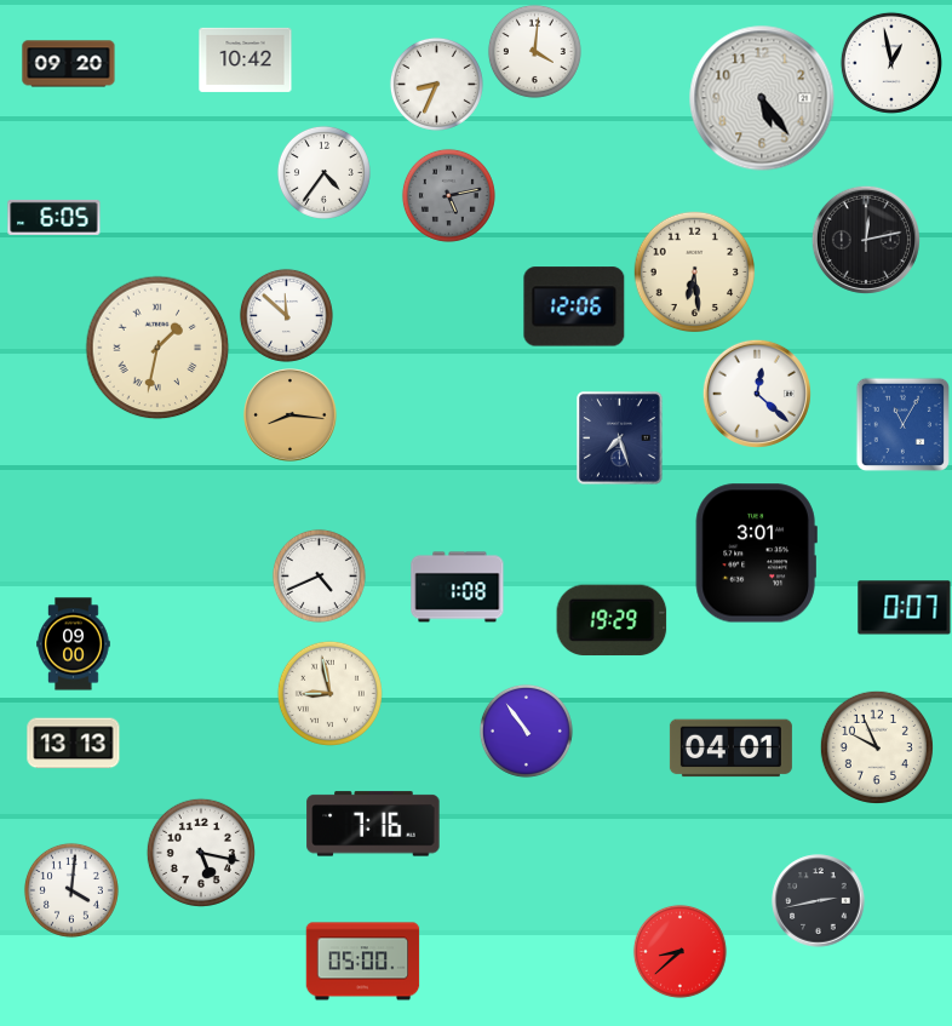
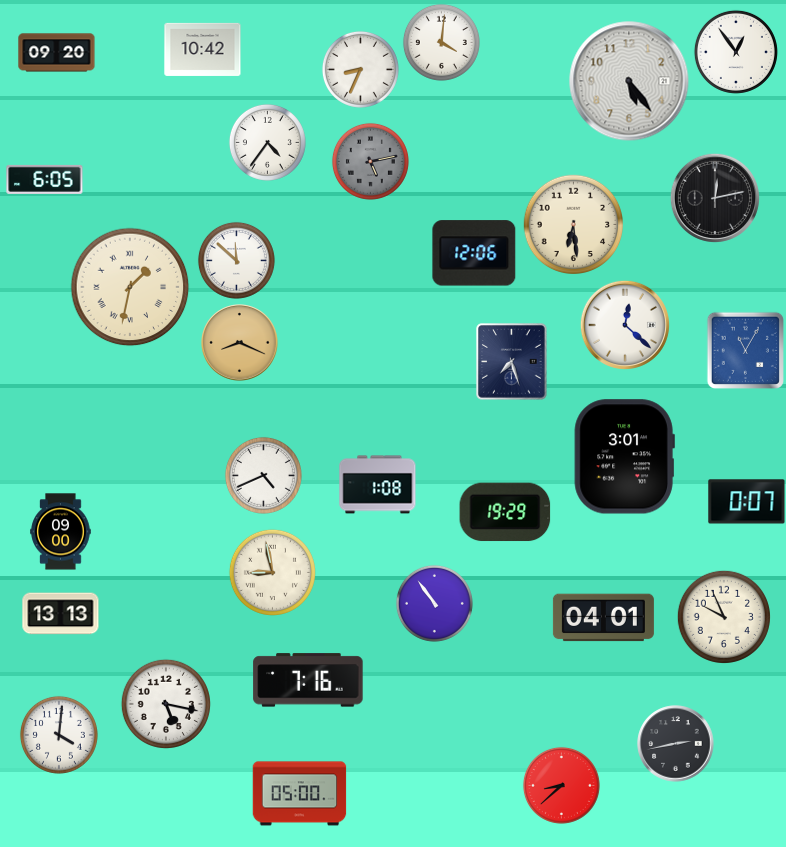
clock at (891, 63): 12:58 -> 12:54
clock at (291, 415): 8:16 -> 8:19
